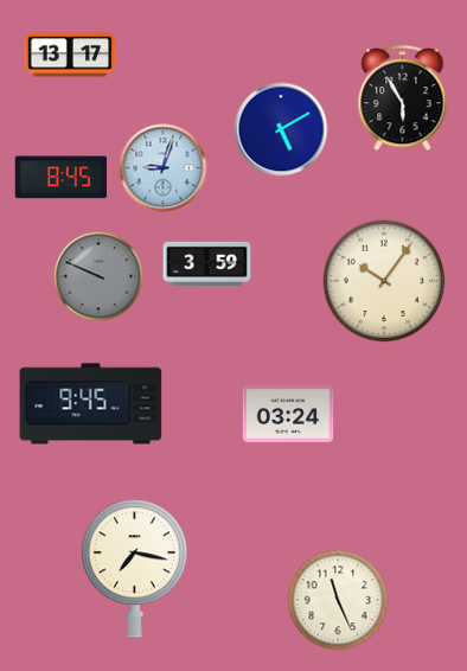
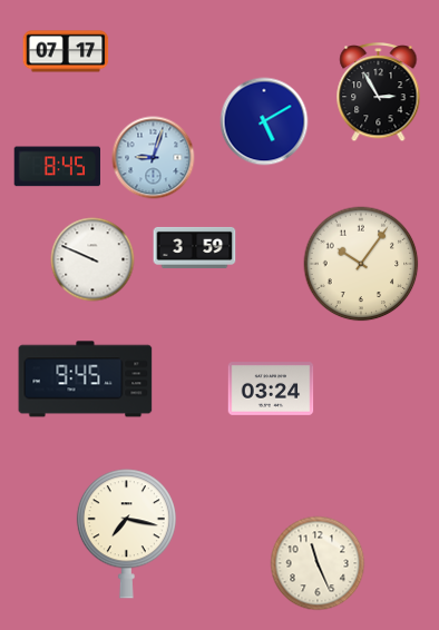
clock at (70, 55): 13:17 -> 07:17
clock at (403, 100): 5:55 -> 2:55
clock at (98, 276) dial: grey -> white
